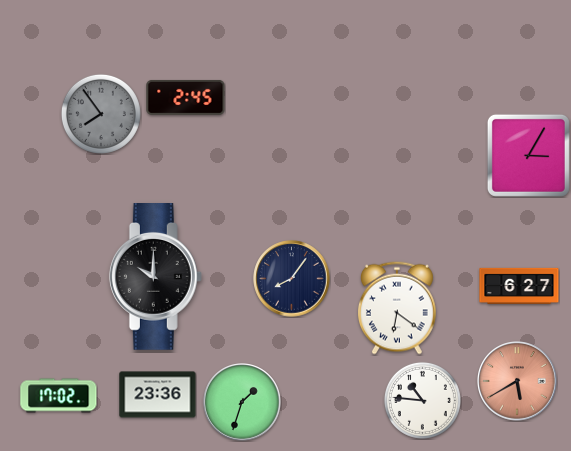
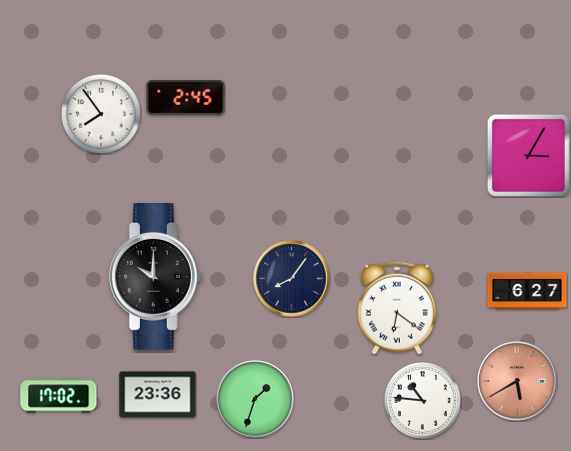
clock at (101, 114) dial: grey -> white
clock at (519, 285) position: (519, 285) -> (527, 290)
clock at (242, 402) position: (242, 402) -> (255, 399)
